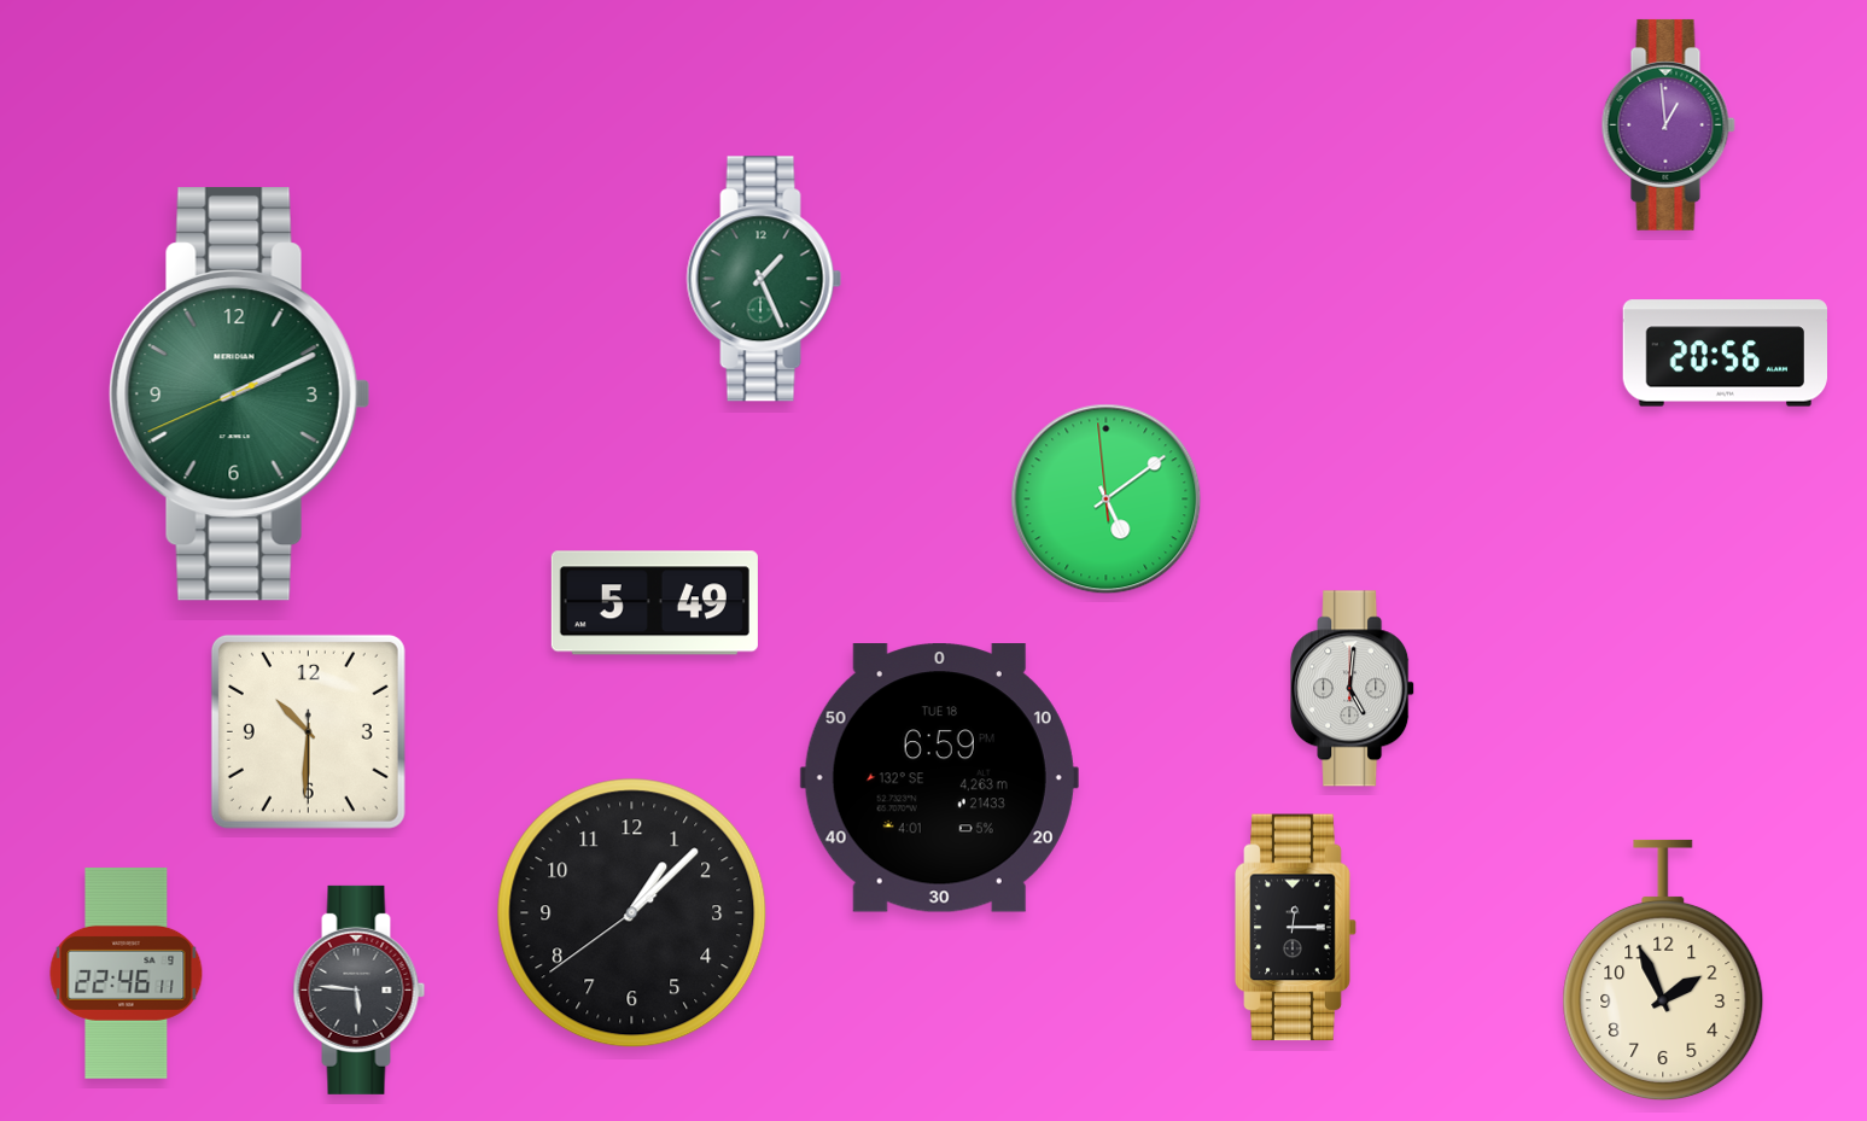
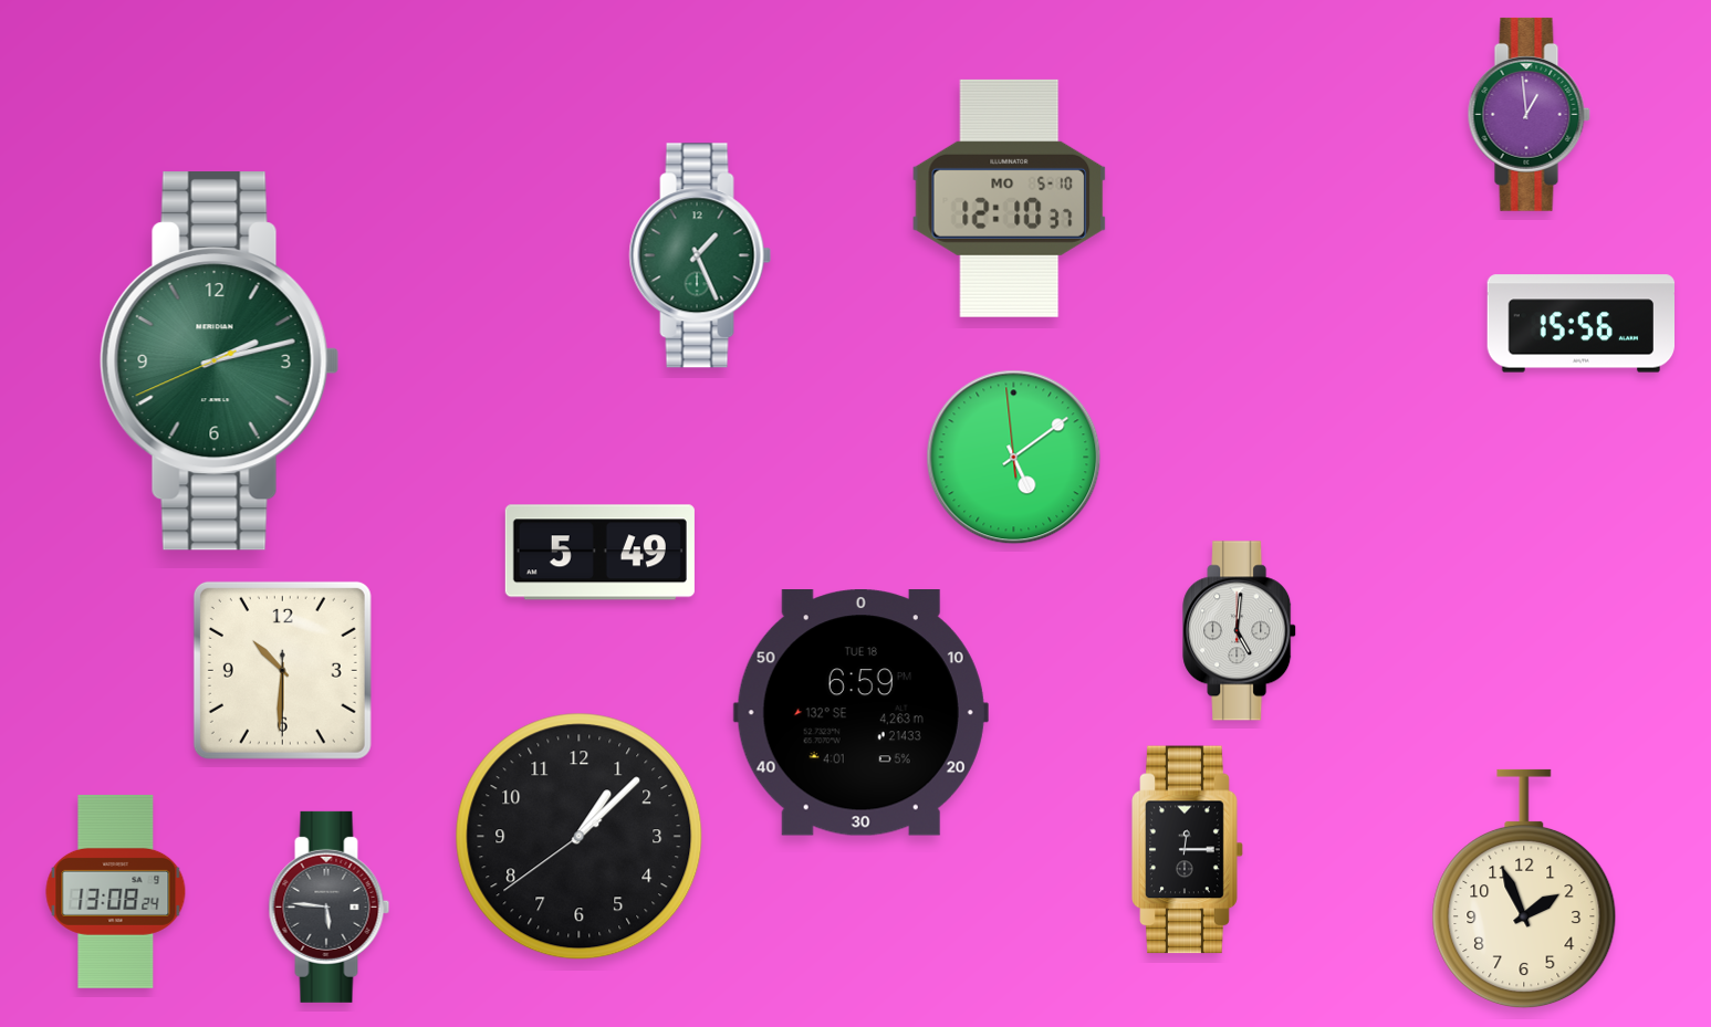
clock at (1010, 198): none -> 12:10
clock at (1726, 354): 20:56 -> 15:56
clock at (240, 395): 2:10 -> 2:12
clock at (127, 973): 22:46 -> 13:08
